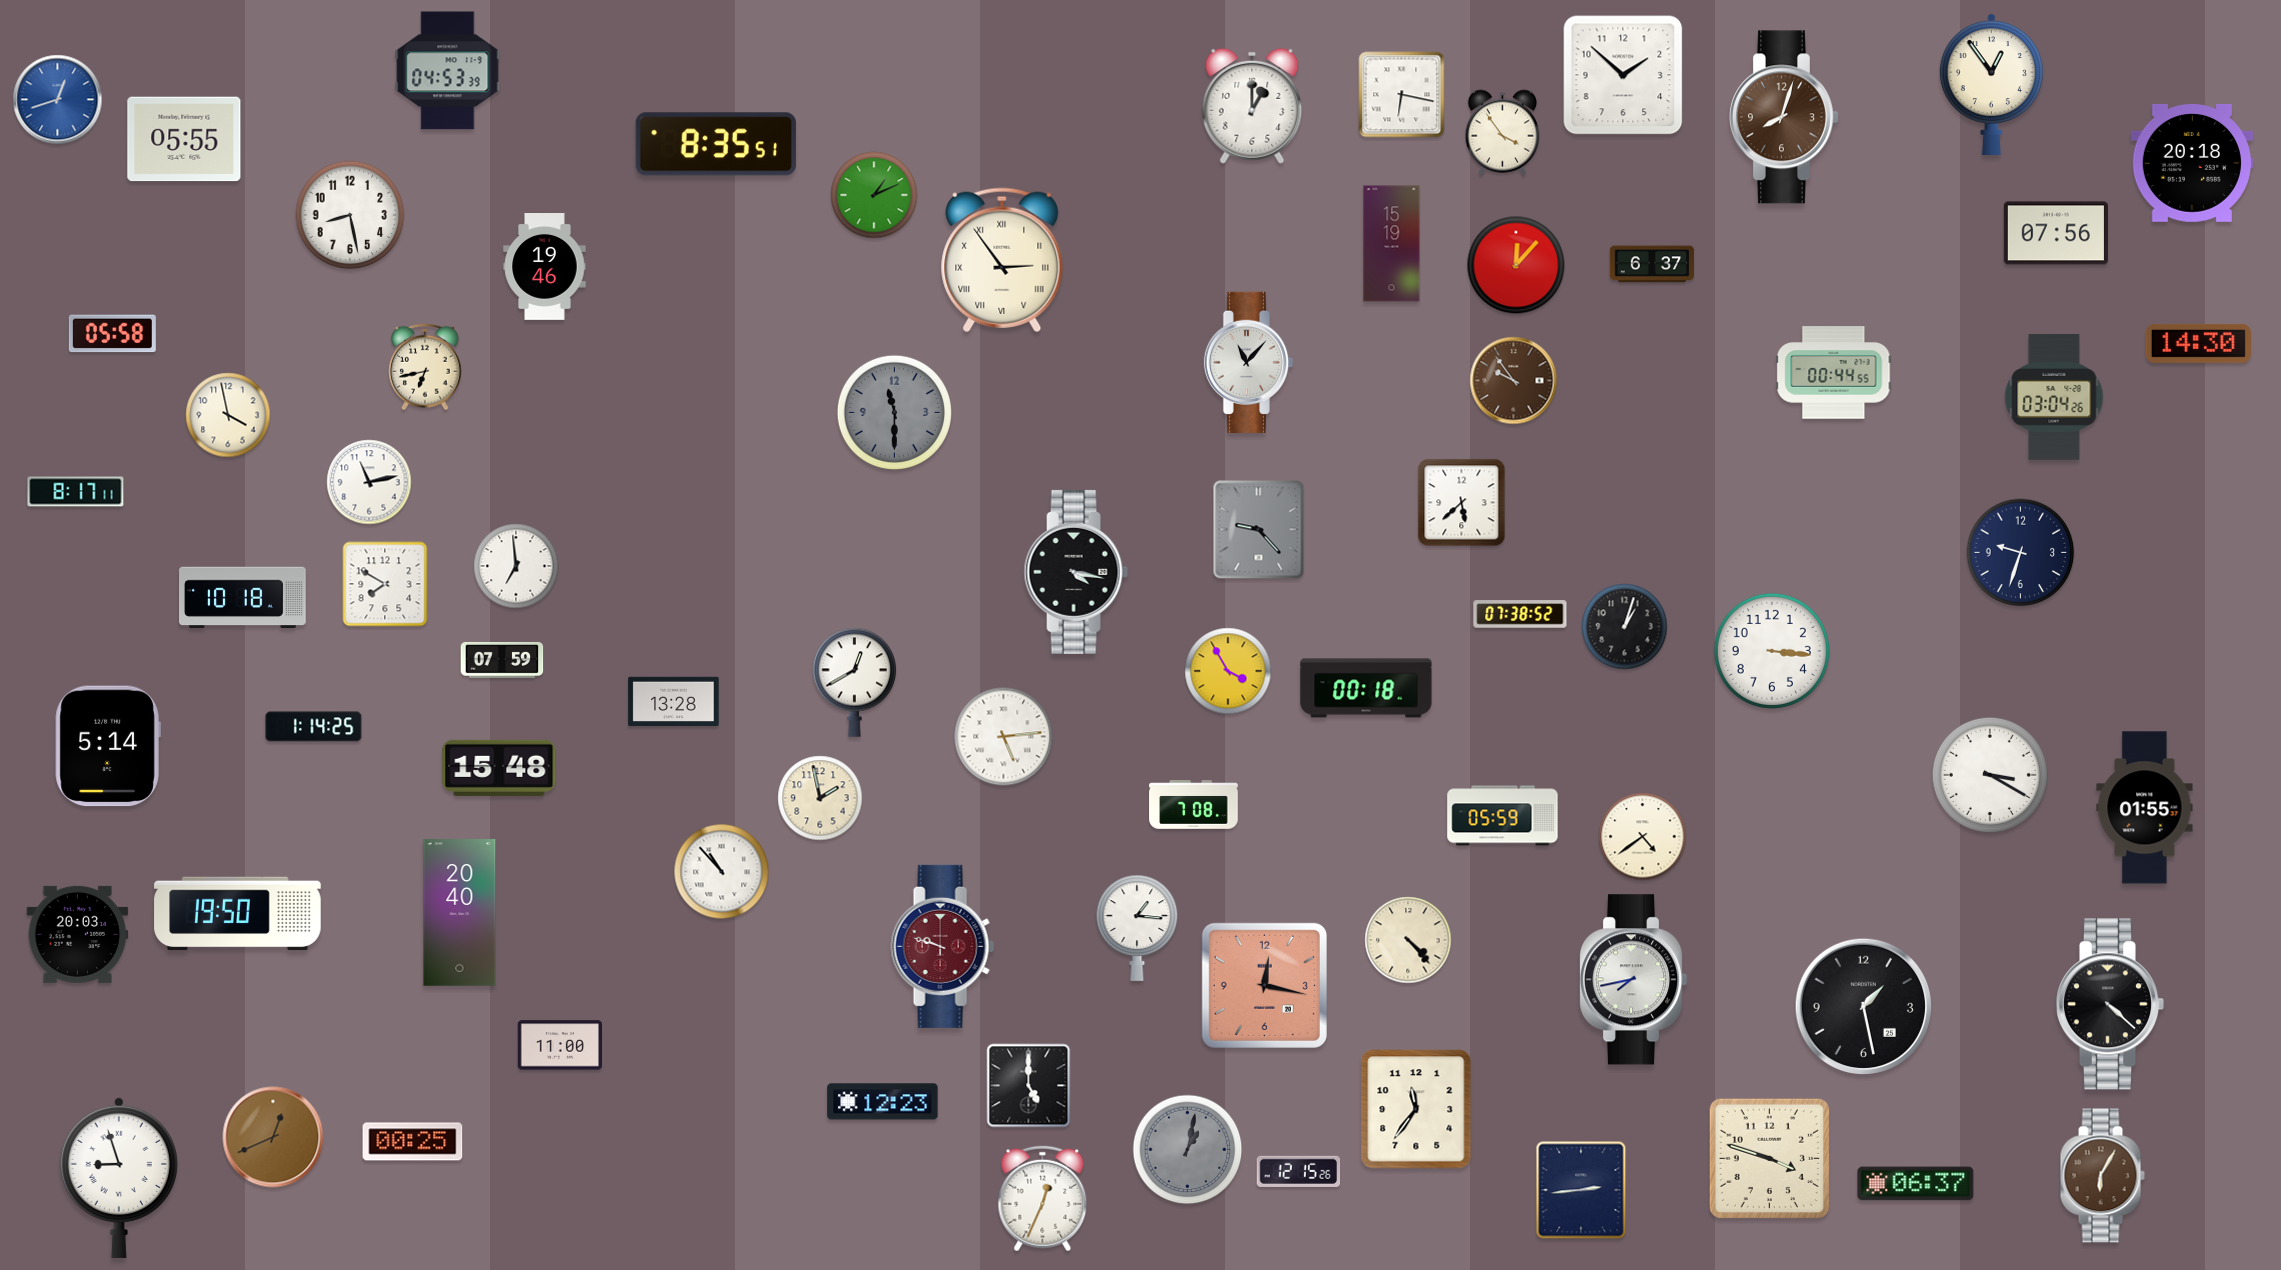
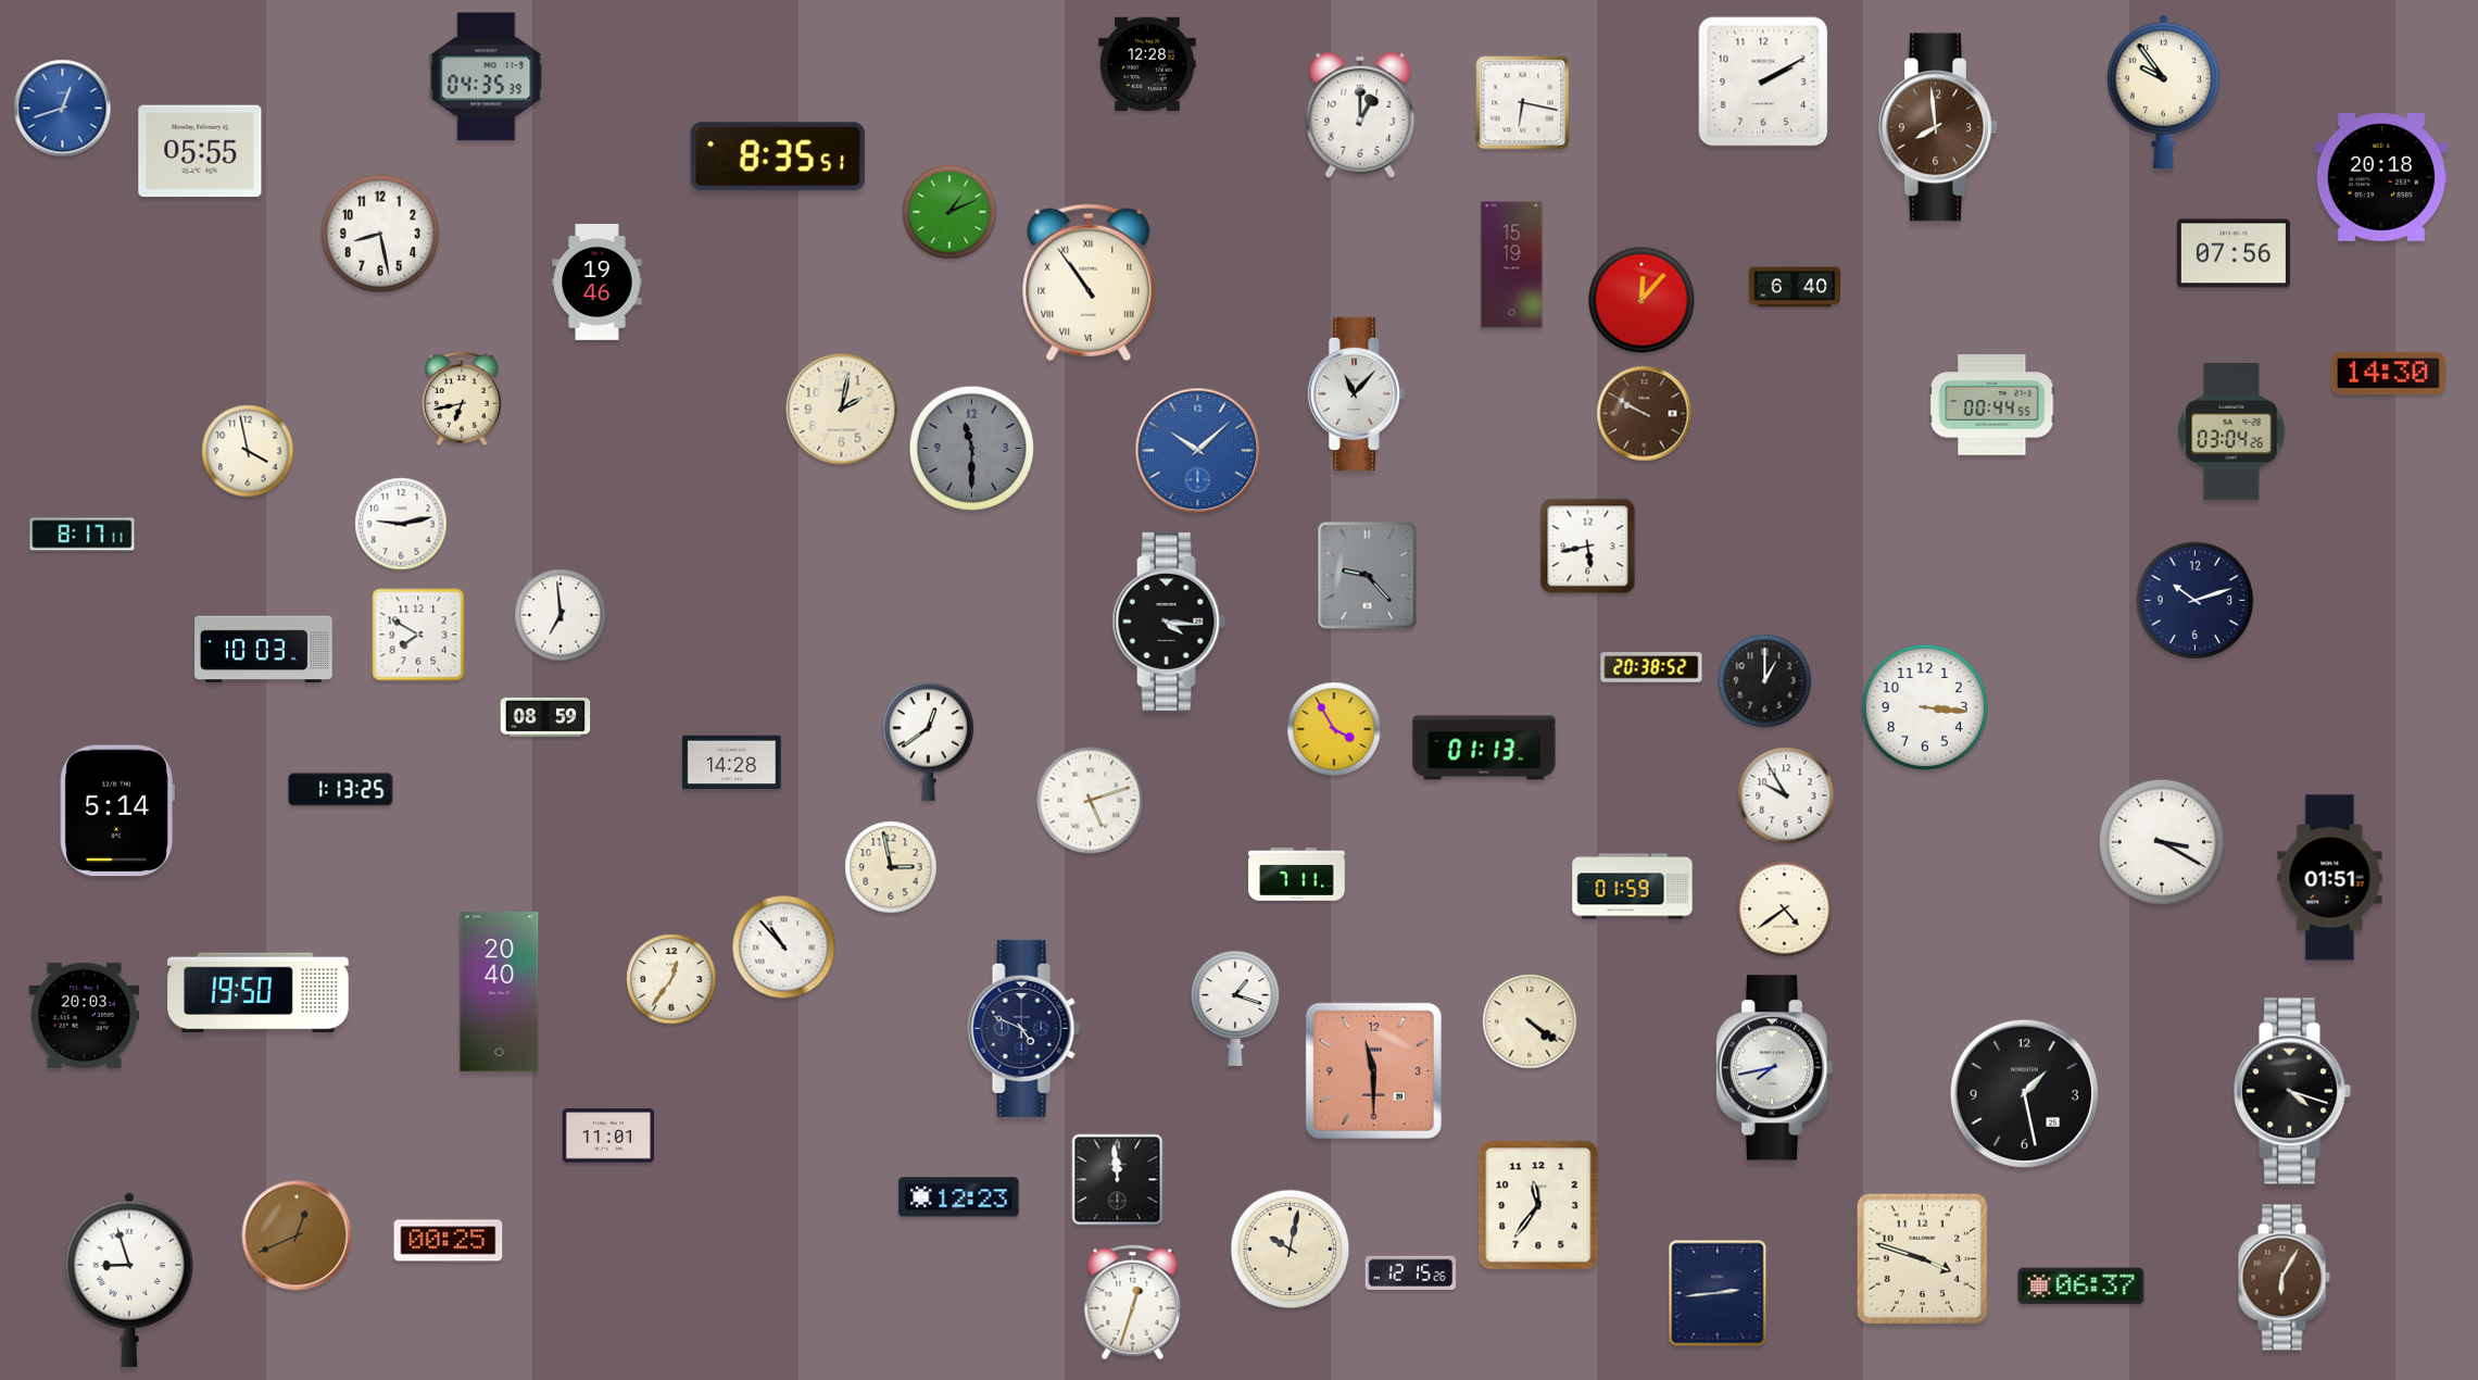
clock at (1147, 63): none -> 12:28
clock at (448, 71): 04:53 -> 04:35
clock at (1623, 75): 1:52 -> 2:10
clock at (1991, 84): 12:54 -> 9:54
clock at (1784, 117): 8:03 -> 7:59
clock at (1503, 133): 3:54 -> none
clock at (1002, 260): 2:54 -> 10:54
clock at (1651, 264): 6:37 -> 6:40
clock at (1516, 265) position: (1516, 265) -> (1641, 300)
clock at (545, 267) position: (545, 267) -> (598, 283)
clock at (112, 334): 05:58 -> none
clock at (842, 410): none -> 2:02
clock at (1514, 381): 9:54 -> 9:50
clock at (1198, 451): none -> 10:08
clock at (369, 482): 11:13 -> 9:13
clock at (1462, 503): 5:38 -> 5:43
clock at (2021, 553): 9:33 -> 10:12
clock at (1076, 572): 4:17 -> 4:16
clock at (243, 598): 10:18 -> 10:03
clock at (1520, 614): 07:38 -> 20:38
clock at (1625, 627): 1:03 -> 1:00
clock at (502, 660): 07:59 -> 08:59
clock at (855, 682): 12:40 -> 12:39
clock at (1366, 688): 00:18 -> 01:13
clock at (674, 702): 13:28 -> 14:28
clock at (314, 727): 1:14 -> 1:13
clock at (1786, 795): none -> 9:55
clock at (1004, 737): 5:14 -> 5:12
clock at (499, 768): 15:48 -> none
clock at (820, 798): 1:58 -> 2:58
clock at (1194, 805): 7:08 -> 7:11
clock at (2145, 808): 01:55 -> 01:51
clock at (1503, 816): 05:59 -> 01:59
clock at (671, 979): none -> 12:36
clock at (1137, 928): 1:16 -> 1:18
clock at (1408, 940): 4:23 -> 4:21
clock at (942, 946): 9:48 -> 4:49
clock at (942, 946) dial: burgundy -> navy
clock at (1633, 980) position: (1633, 980) -> (1774, 1068)
clock at (1264, 985): 12:17 -> 11:30
clock at (2110, 1004): 4:22 -> 4:18
clock at (559, 1045): 11:00 -> 11:01
clock at (1029, 1086): 5:00 -> 11:59
clock at (1188, 1150): 1:02 -> 10:02
clock at (1188, 1150) dial: grey -> cream
clock at (1043, 1199): 12:34 -> 12:33
